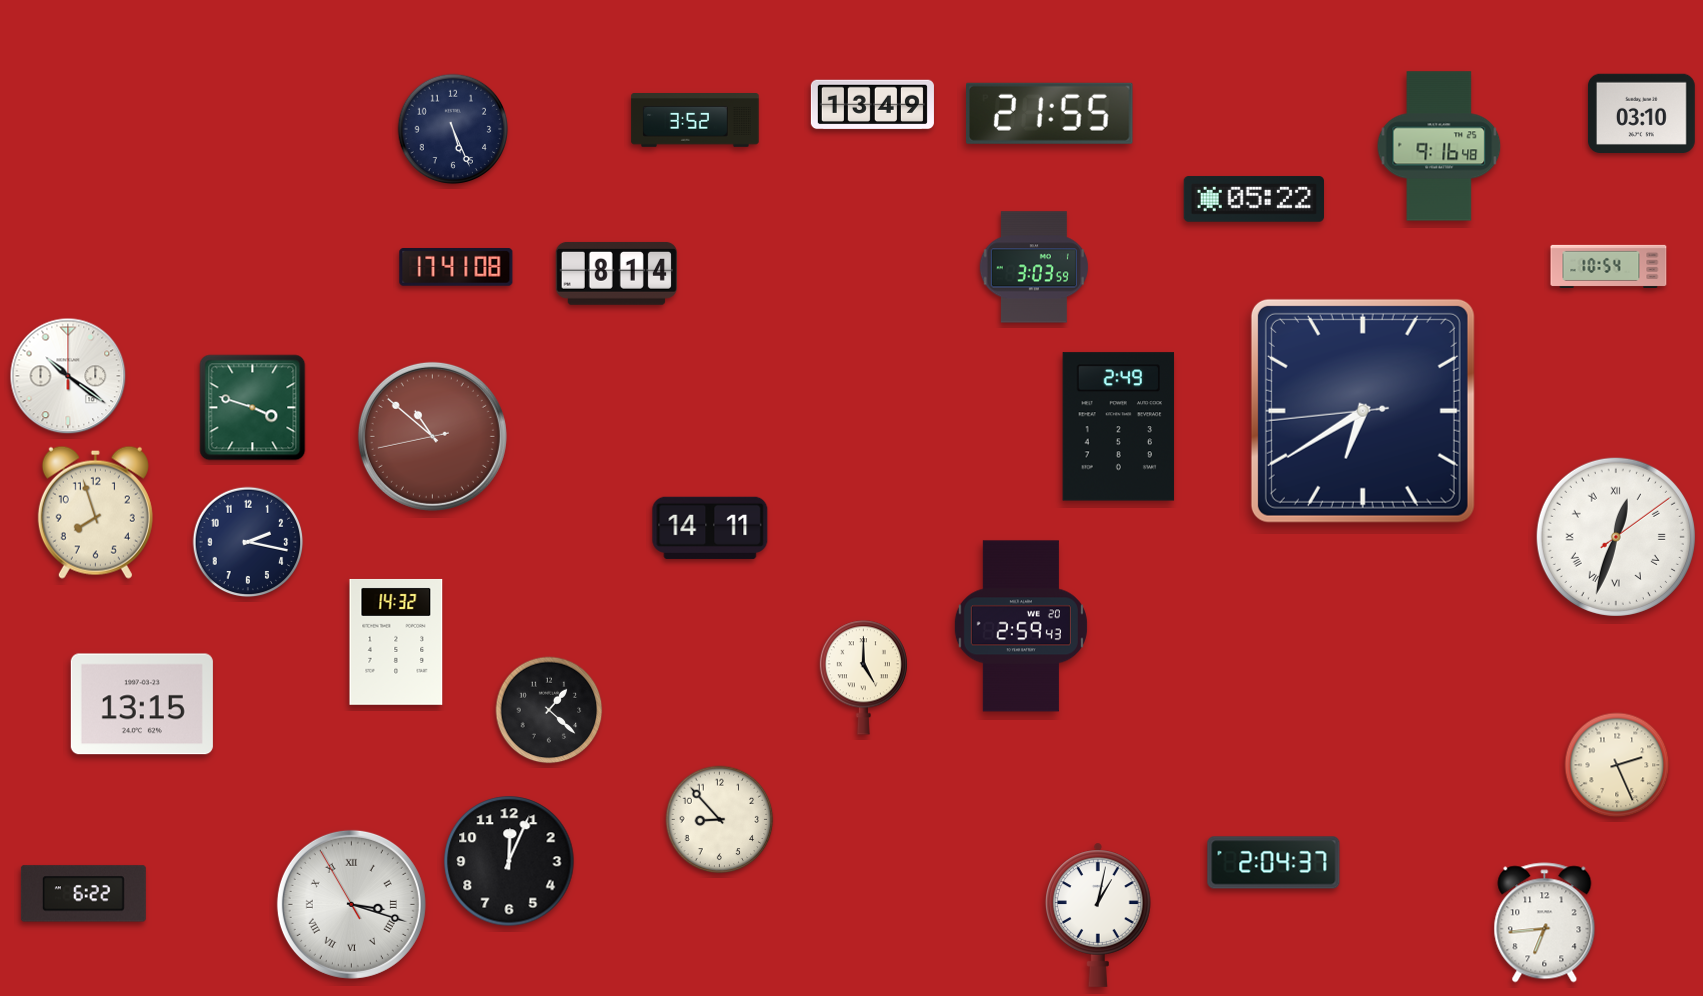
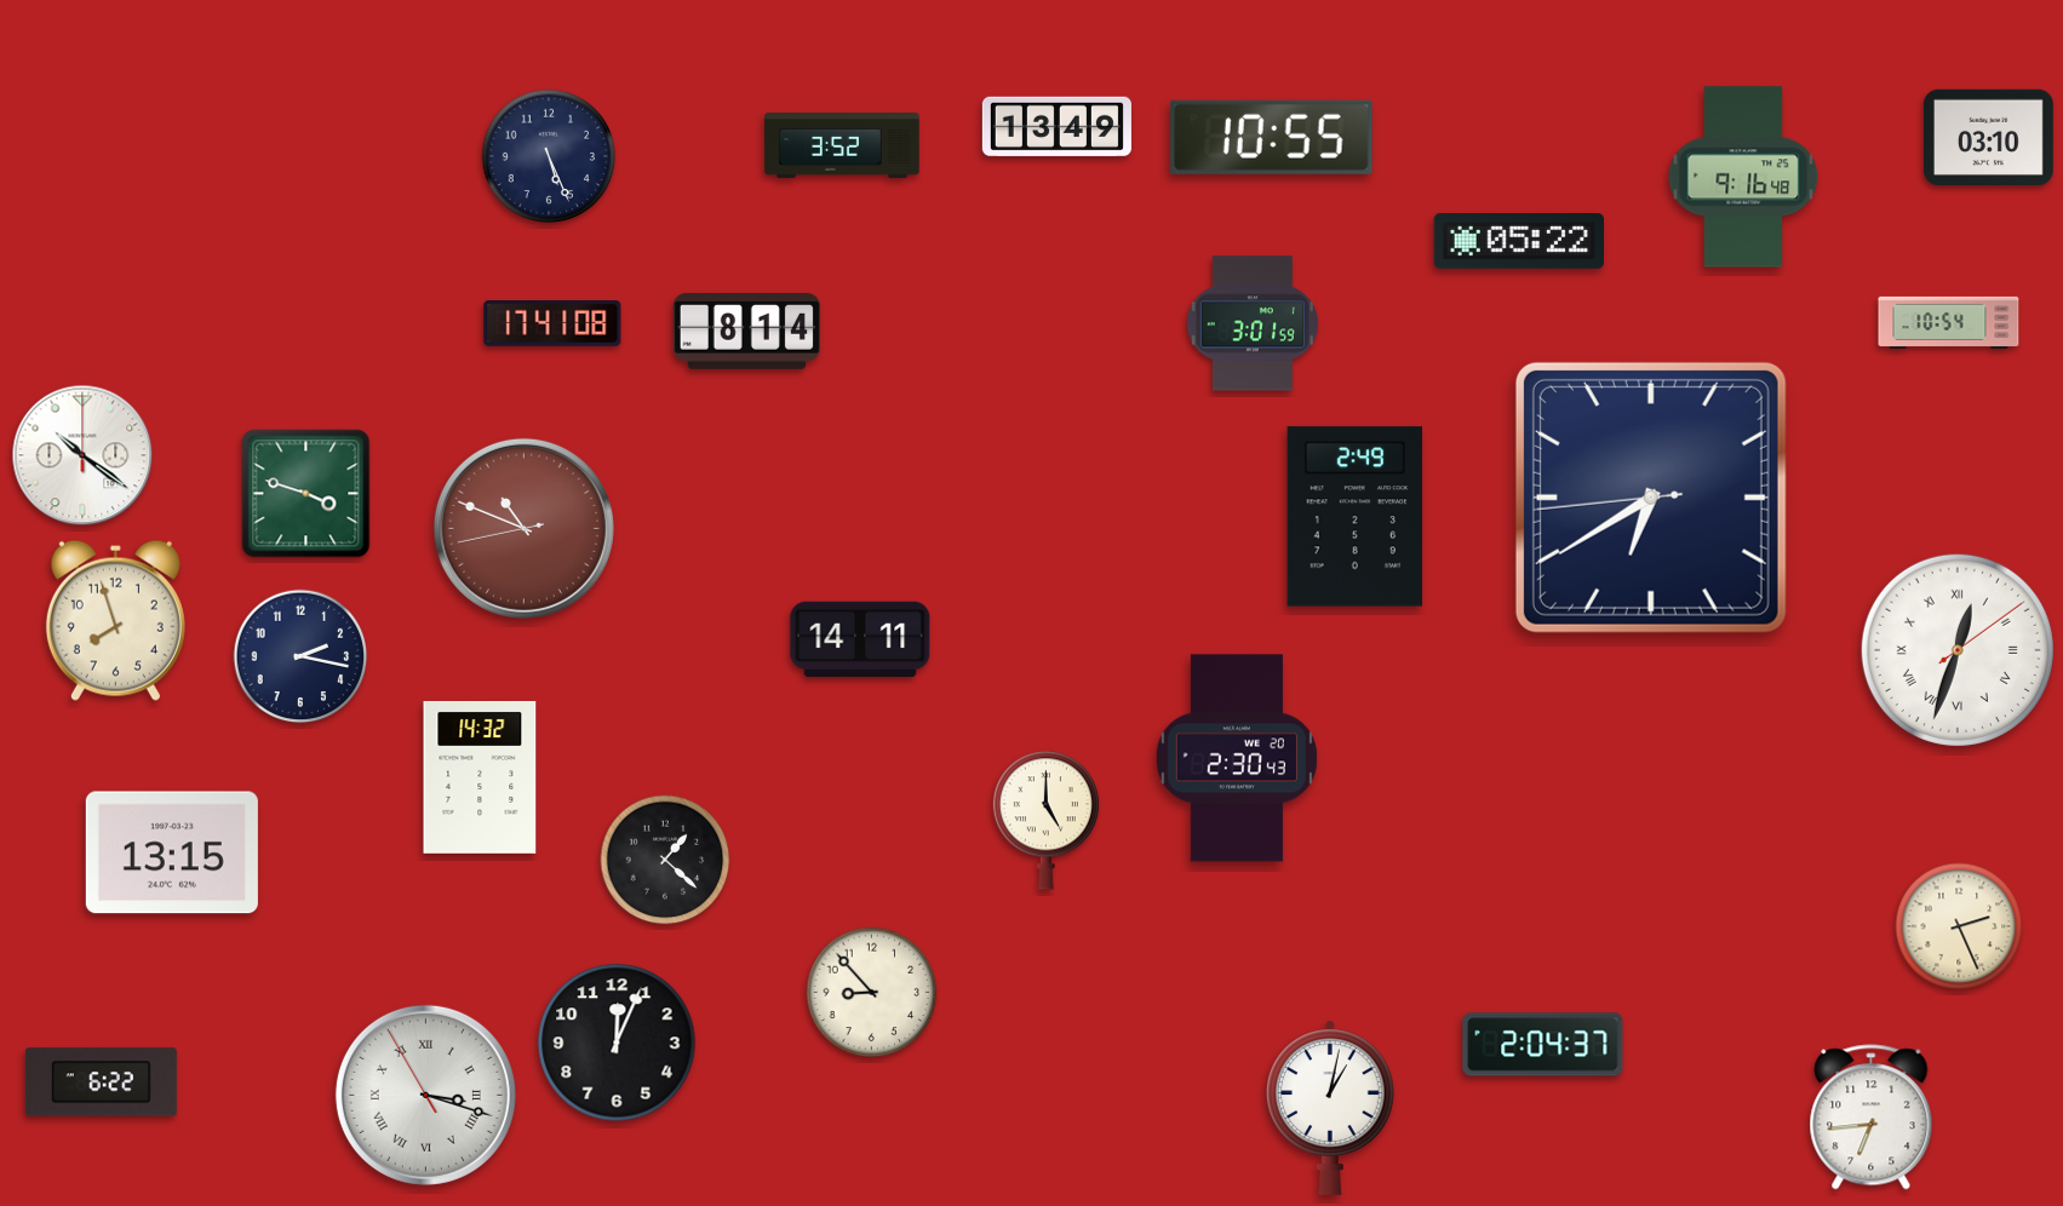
clock at (1050, 113): 21:55 -> 10:55
clock at (1034, 267): 3:03 -> 3:01
clock at (432, 436): 10:51 -> 10:48
clock at (1021, 626): 2:59 -> 2:30
